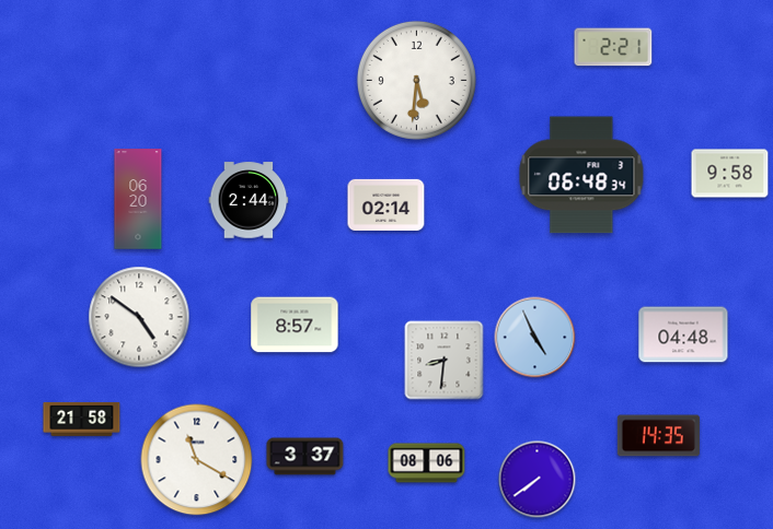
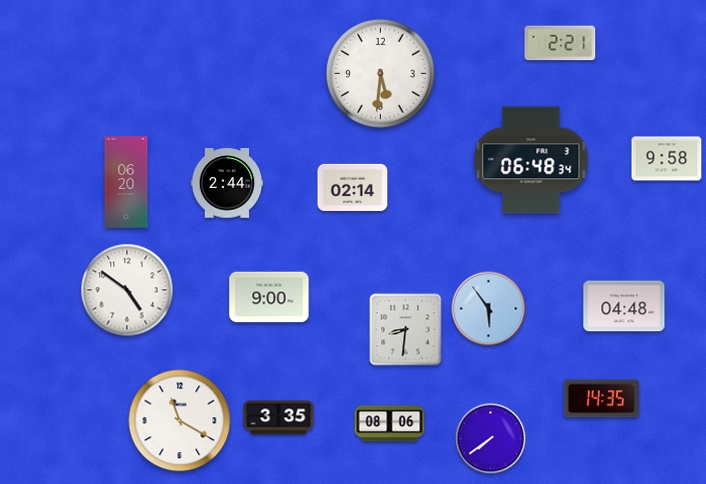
clock at (295, 325): 8:57 -> 9:00
clock at (535, 338): 4:56 -> 5:54
clock at (82, 419): 21:58 -> none
clock at (305, 457): 3:37 -> 3:35
